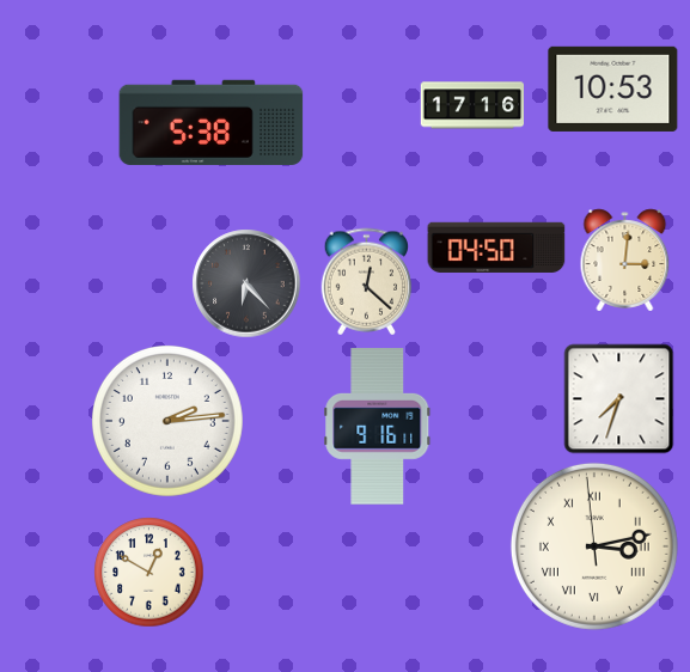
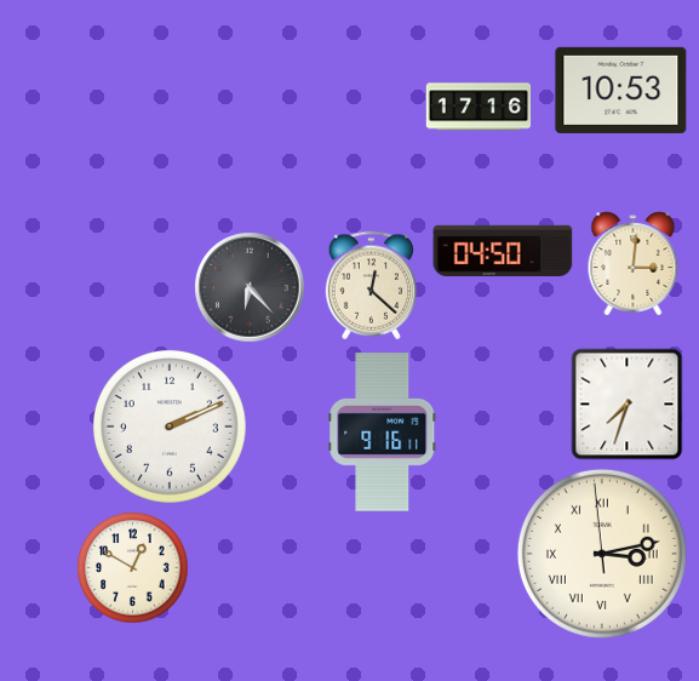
clock at (212, 122): 5:38 -> none
clock at (167, 421): 2:14 -> 2:11
clock at (149, 573) position: (149, 573) -> (133, 568)
